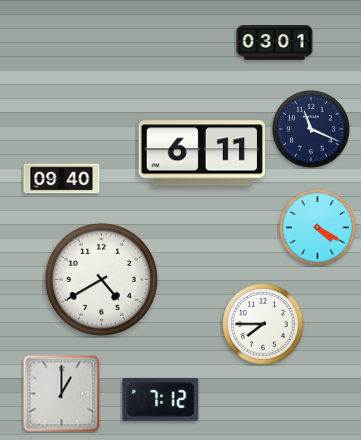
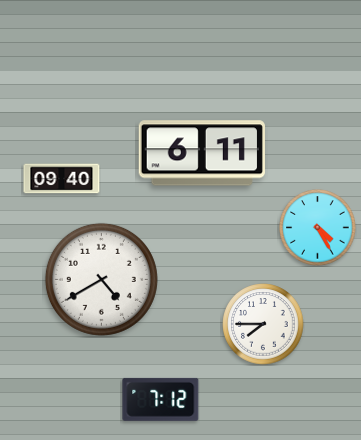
clock at (275, 43): 03:01 -> none
clock at (311, 129): 11:19 -> none
clock at (318, 228): 4:20 -> 4:25
clock at (62, 394): 1:00 -> none
